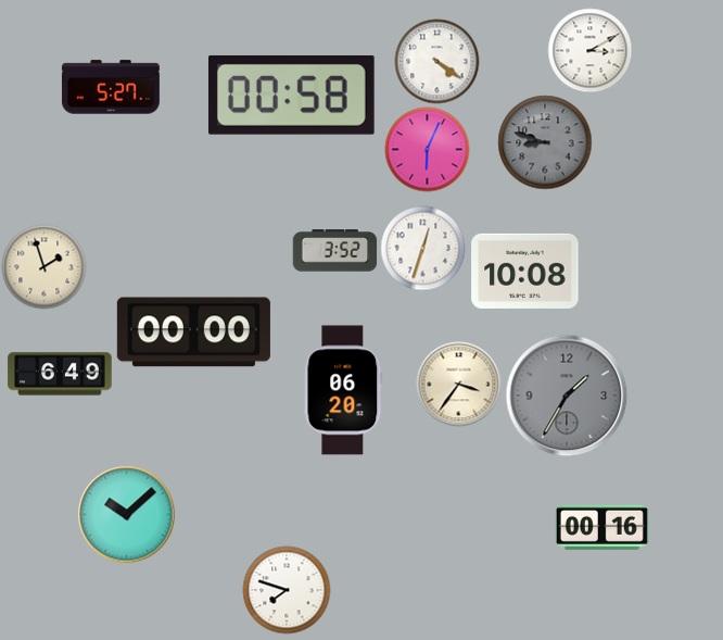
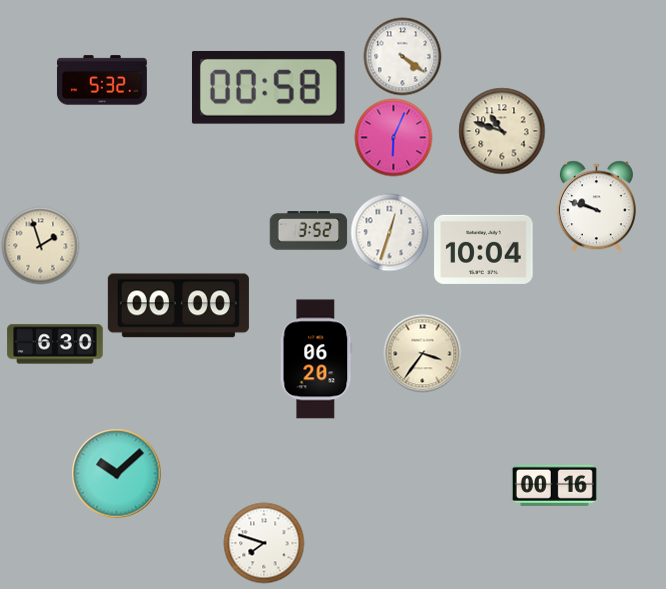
clock at (589, 50): 3:10 -> none
clock at (111, 87): 5:27 -> 5:32
clock at (545, 142): 8:48 -> 10:48
clock at (545, 142) dial: grey -> cream
clock at (596, 206): none -> 9:48
clock at (422, 248) position: (422, 248) -> (389, 232)
clock at (525, 271): 10:08 -> 10:04
clock at (60, 374): 6:49 -> 6:30
clock at (567, 396): 1:35 -> none
